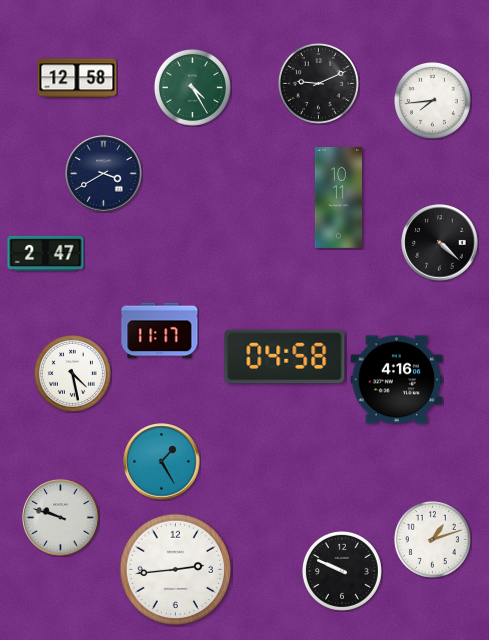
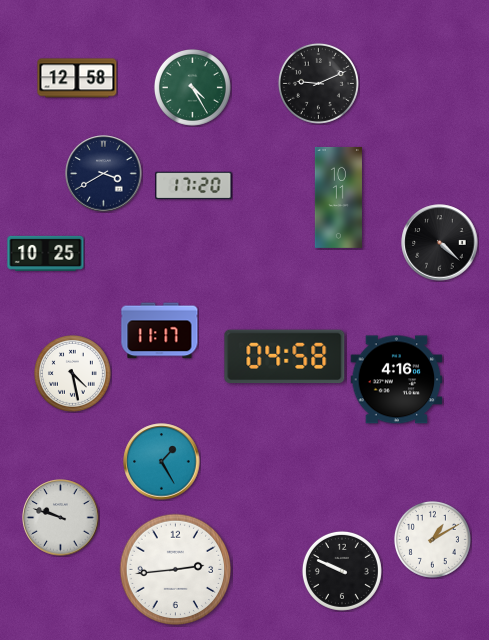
clock at (432, 100): 7:44 -> none
clock at (194, 186): none -> 17:20
clock at (46, 253): 2:47 -> 10:25
clock at (432, 539): 1:12 -> 1:10
